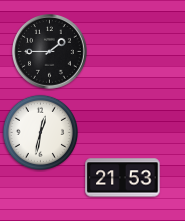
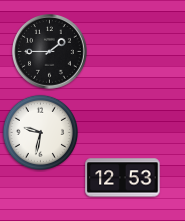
clock at (40, 132): 12:32 -> 9:32
clock at (123, 178): 21:53 -> 12:53
